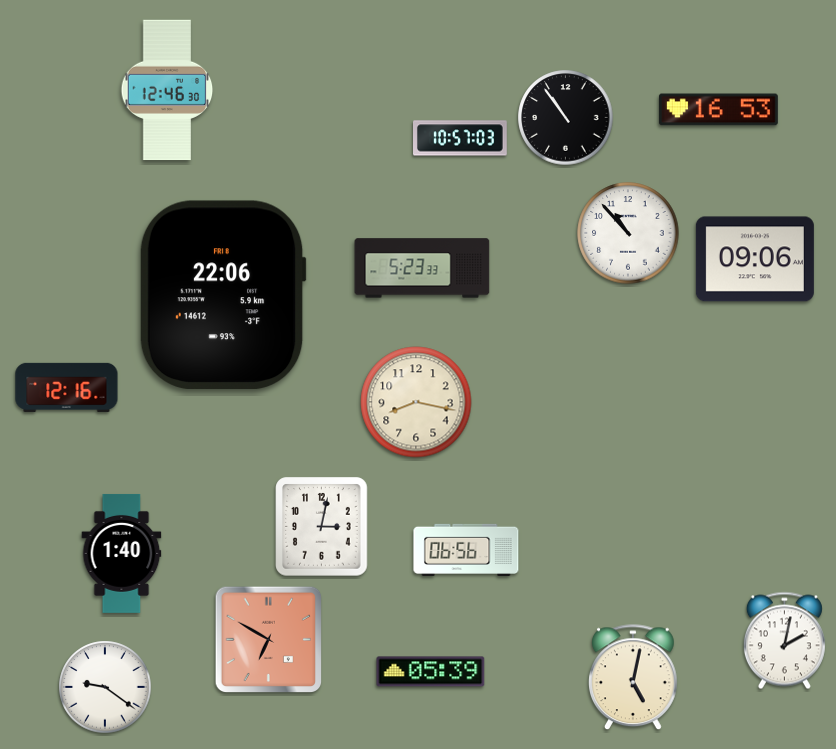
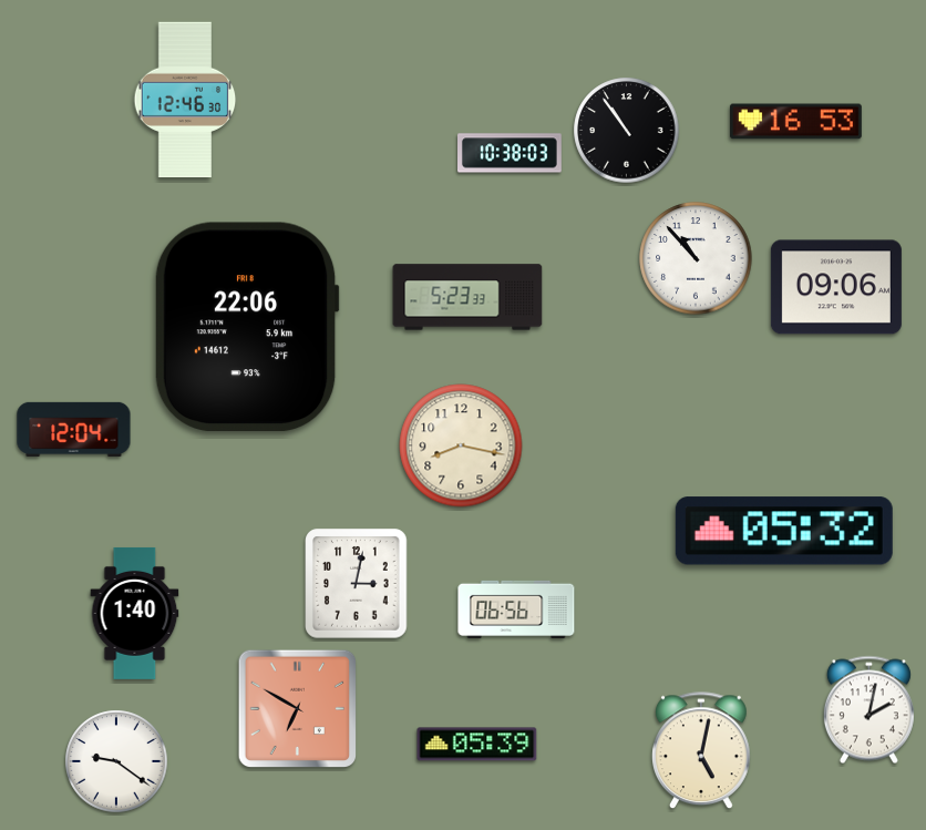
clock at (461, 138): 10:57 -> 10:38
clock at (67, 387): 12:16 -> 12:04
clock at (784, 531): none -> 05:32
